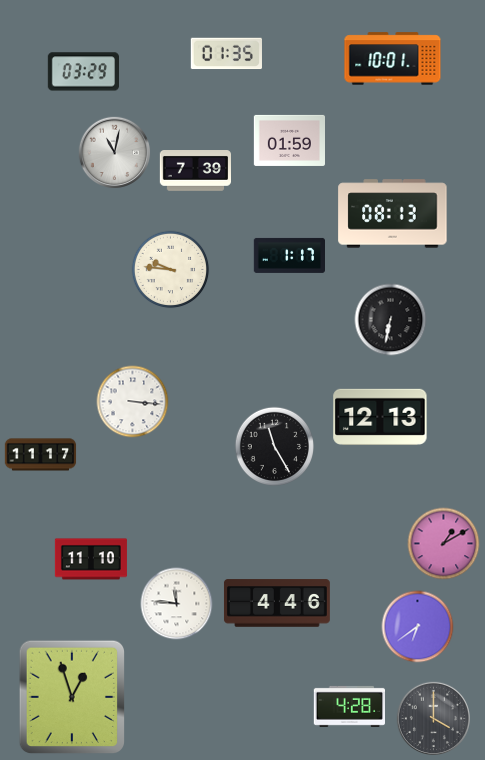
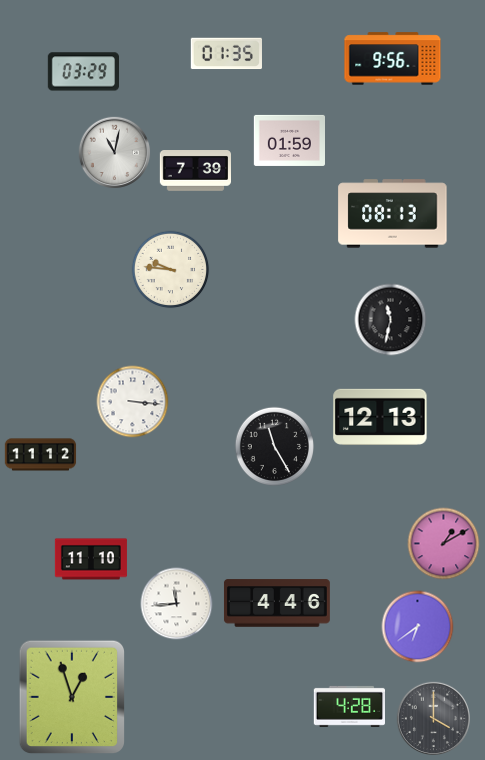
clock at (393, 59): 10:01 -> 9:56
clock at (289, 255): 1:17 -> none
clock at (391, 320): 6:32 -> 11:32
clock at (41, 455): 11:17 -> 11:12
clock at (177, 604): 11:46 -> 11:44
